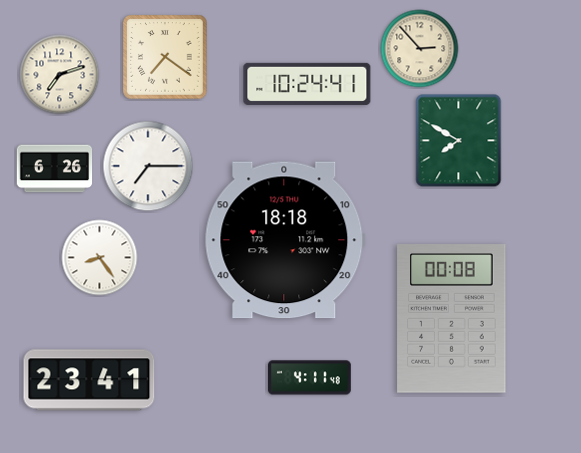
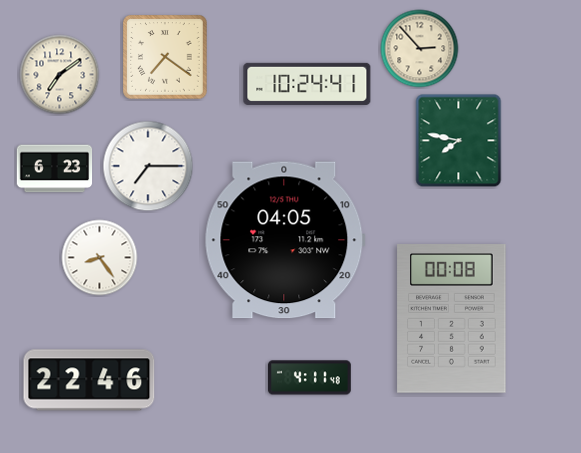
clock at (60, 75): 7:12 -> 7:09
clock at (459, 141): 7:50 -> 7:47
clock at (55, 169): 6:26 -> 6:23
clock at (285, 240): 18:18 -> 04:05
clock at (89, 380): 23:41 -> 22:46
